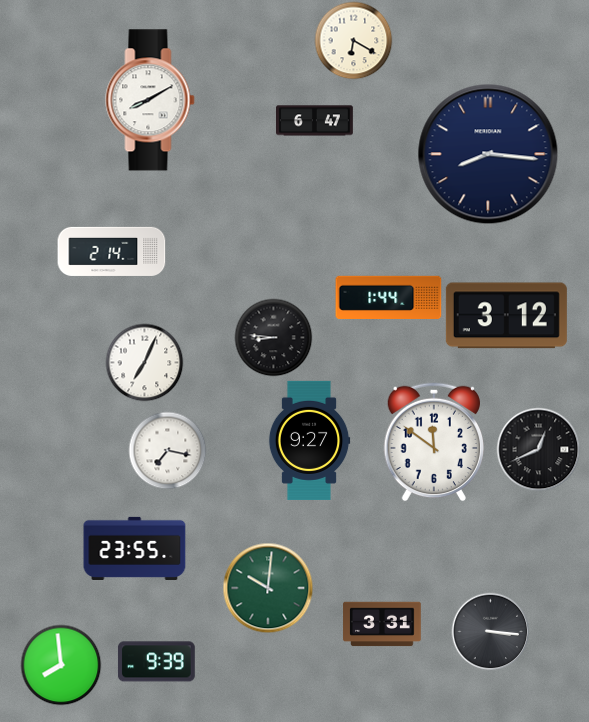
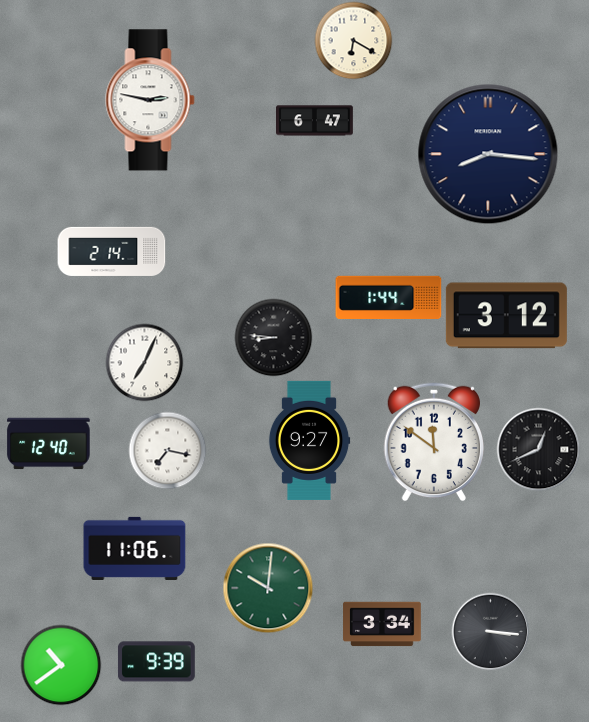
clock at (150, 100): 8:10 -> 2:47
clock at (49, 444): none -> 12:40
clock at (135, 548): 23:55 -> 11:06
clock at (382, 624): 3:31 -> 3:34
clock at (61, 665): 7:59 -> 10:39
